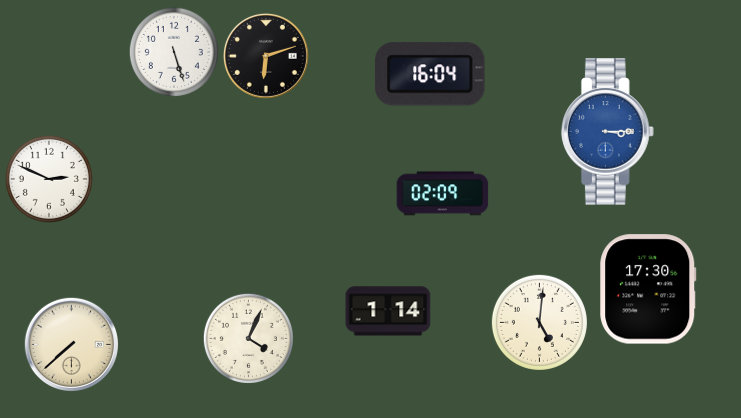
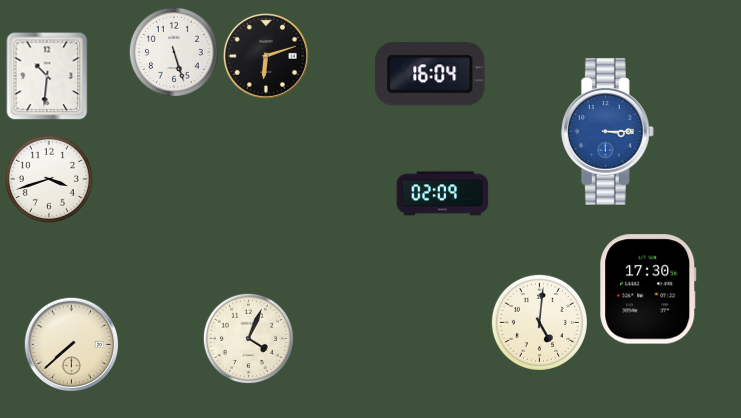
clock at (47, 76): none -> 10:31
clock at (49, 179): 2:49 -> 3:42
clock at (388, 311): 1:14 -> none
